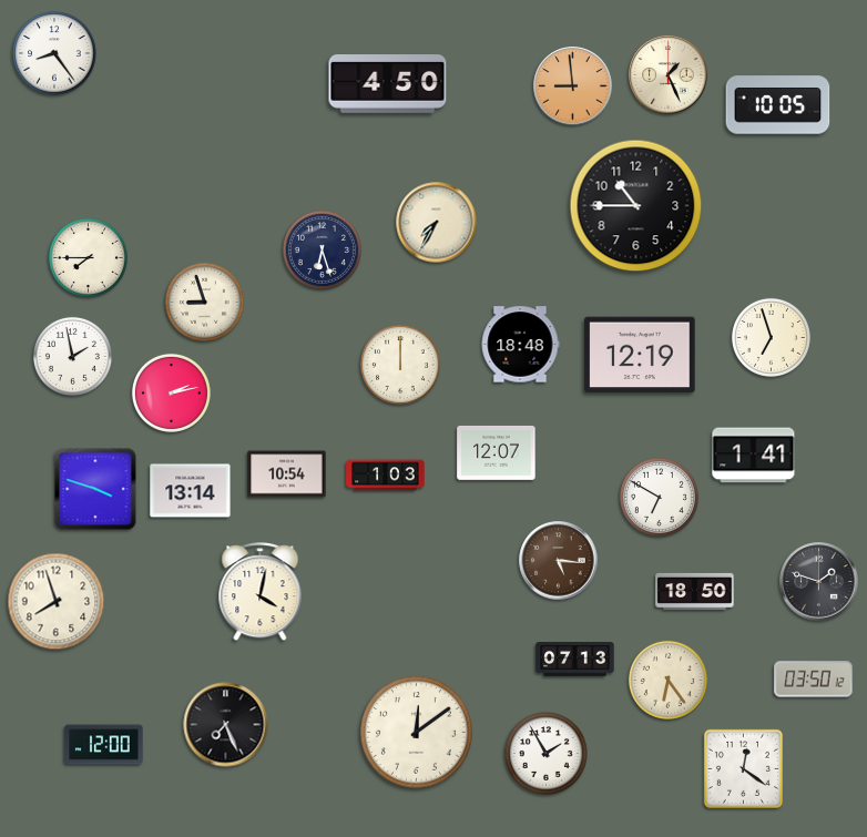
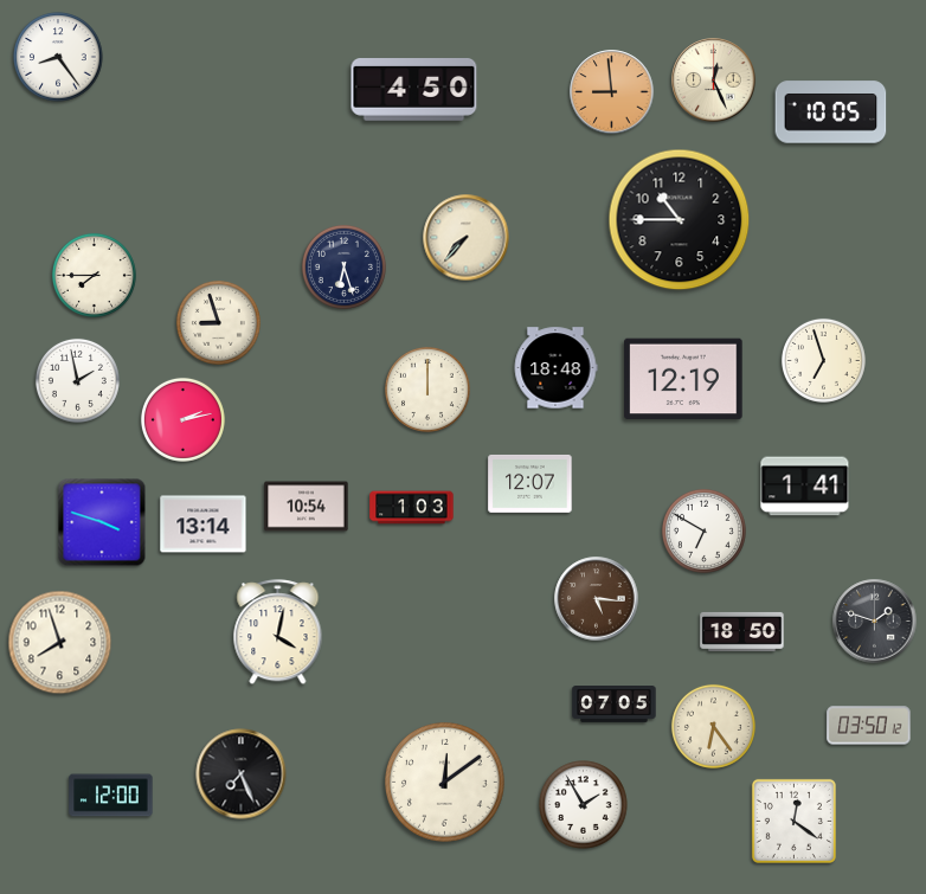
clock at (669, 75): 1:26 -> 12:26
clock at (437, 223): 7:35 -> 7:37
clock at (575, 660): 07:13 -> 07:05
